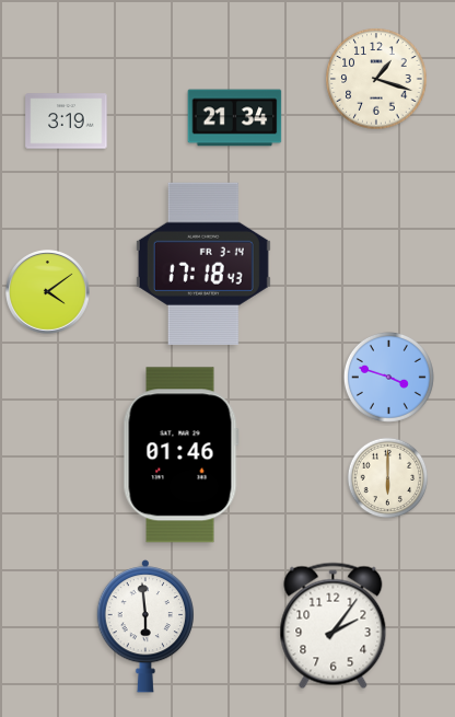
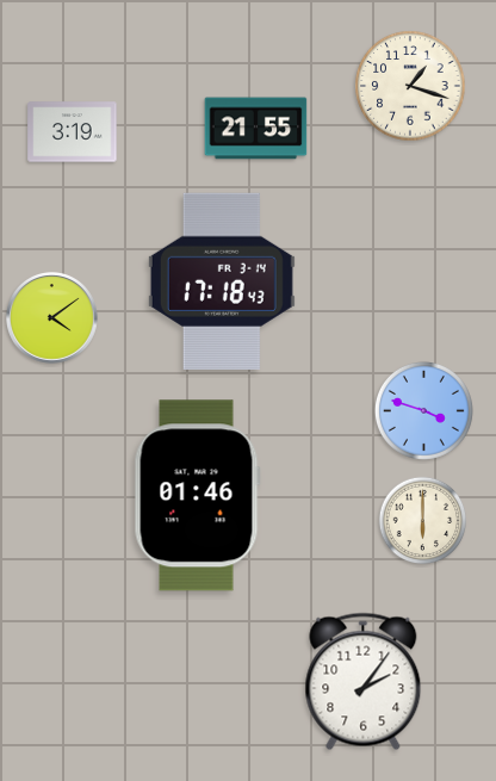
clock at (235, 118): 21:34 -> 21:55
clock at (203, 264) position: (203, 264) -> (222, 281)
clock at (144, 627): 5:59 -> none
